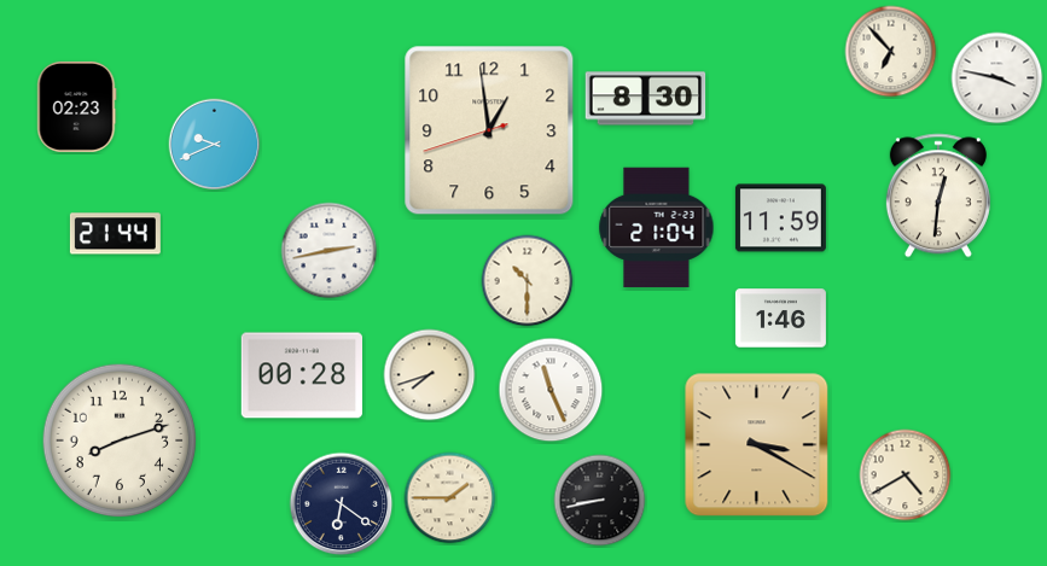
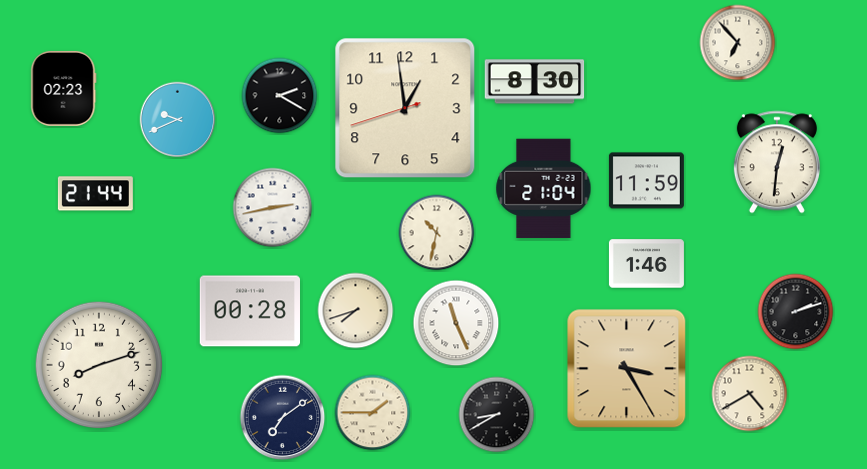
clock at (997, 78): 3:47 -> none
clock at (280, 96): none -> 2:20
clock at (528, 281): 10:30 -> 10:32
clock at (796, 312): none -> 2:12
clock at (757, 445): 3:20 -> 3:25
clock at (600, 501): 8:43 -> 8:40
clock at (342, 504): 6:21 -> 7:09
